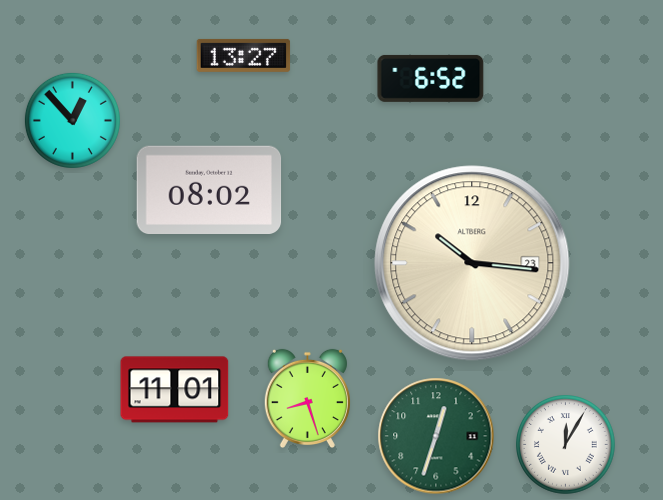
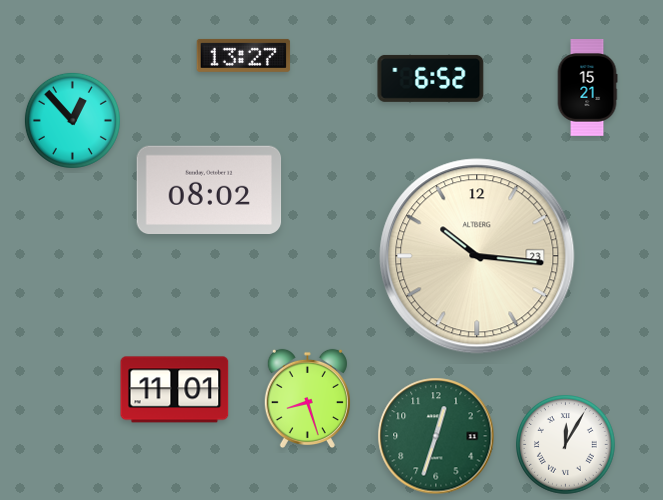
clock at (587, 88): none -> 15:21
clock at (472, 263) position: (472, 263) -> (477, 256)
